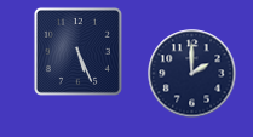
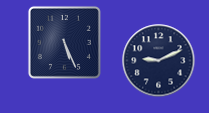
clock at (192, 74): 2:00 -> 9:11
